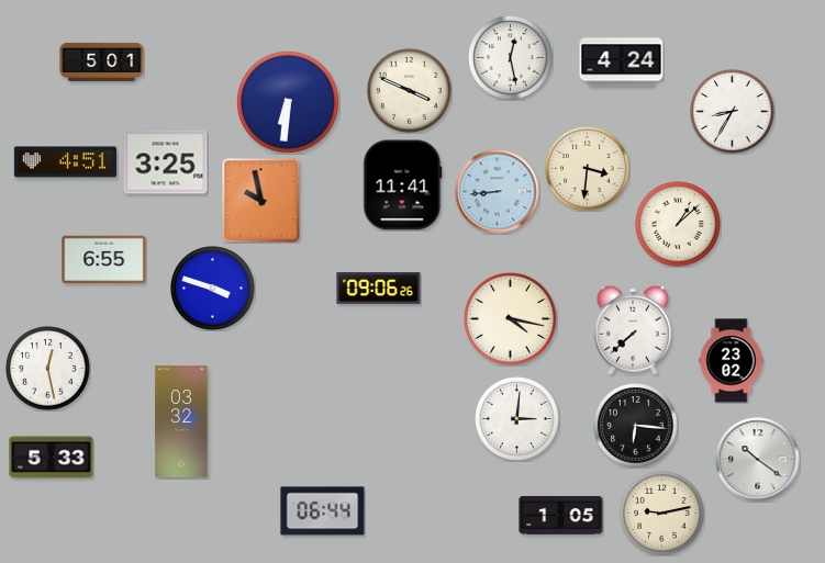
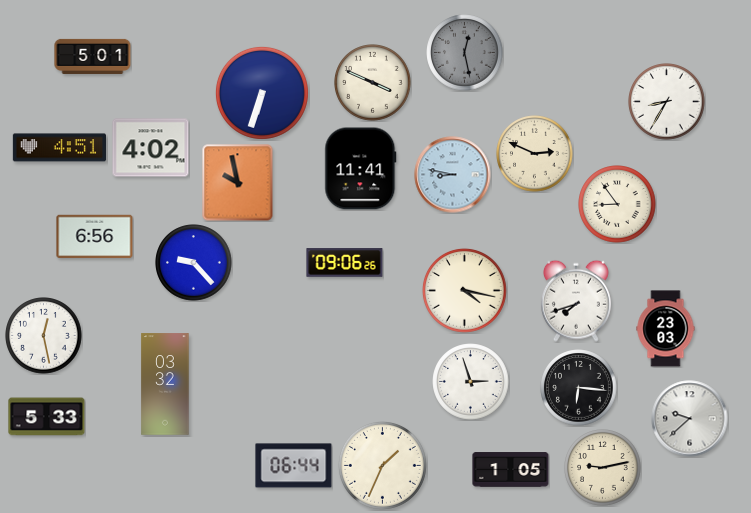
clock at (511, 58) dial: white -> grey
clock at (622, 63): 4:24 -> none
clock at (288, 102): 6:31 -> 6:33
clock at (166, 162): 3:25 -> 4:02
clock at (588, 169): 3:31 -> 2:49
clock at (403, 185) position: (403, 185) -> (361, 169)
clock at (498, 192): 8:44 -> 8:47
clock at (678, 224): 1:08 -> 8:54
clock at (104, 260): 6:55 -> 6:56
clock at (213, 289): 3:48 -> 9:23
clock at (633, 330): 7:38 -> 7:42
clock at (732, 361): 23:02 -> 23:03
clock at (517, 419): 3:01 -> 2:57
clock at (758, 460): 10:21 -> 9:38
clock at (382, 465): none -> 1:34
